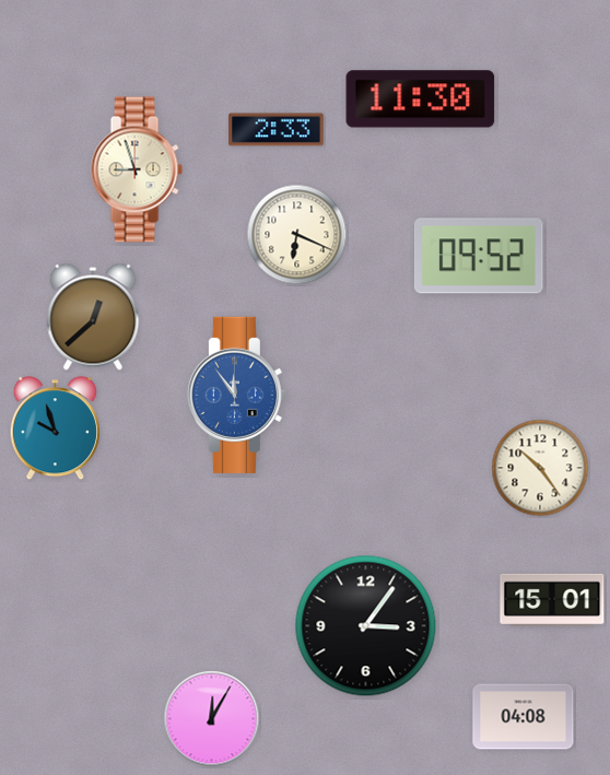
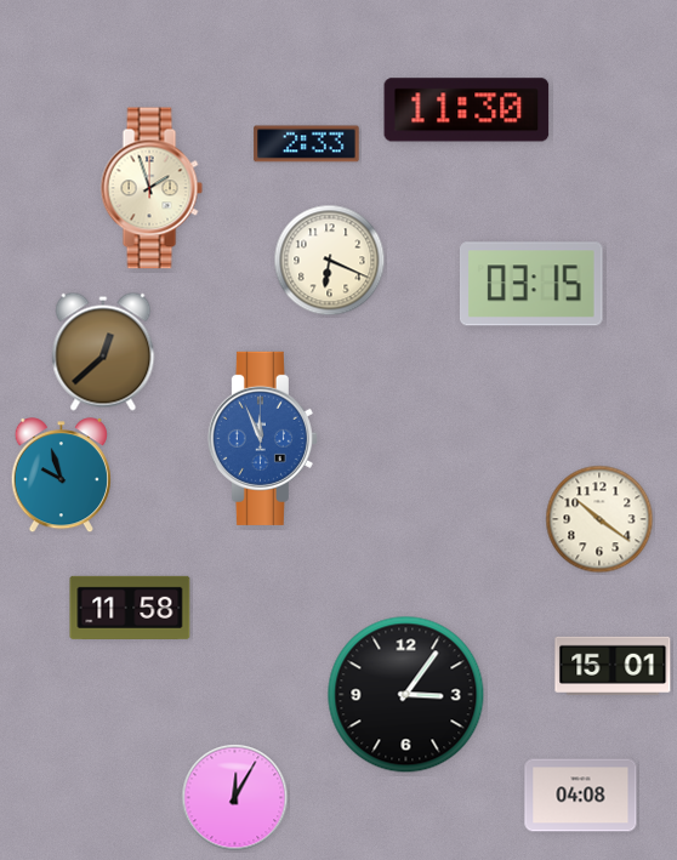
clock at (137, 169): 8:57 -> 1:57
clock at (479, 256): 09:52 -> 03:15
clock at (236, 395): 11:54 -> 11:56
clock at (540, 468): 10:24 -> 10:21
clock at (130, 608): none -> 11:58
